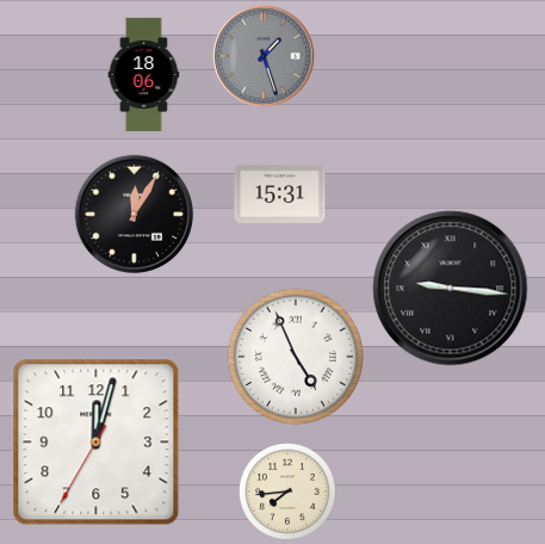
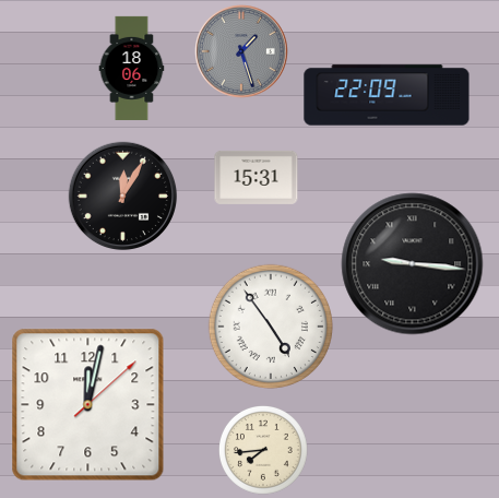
clock at (387, 95): none -> 22:09
clock at (296, 357): 4:56 -> 4:54
clock at (97, 443): 12:02:35 -> 12:02:08
